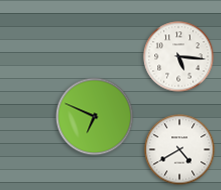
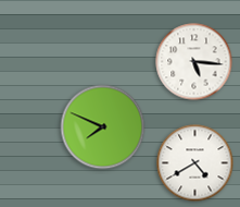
clock at (95, 117): 6:49 -> 7:49
